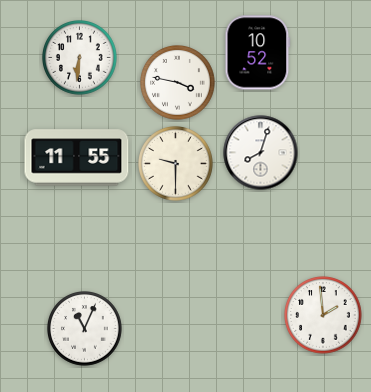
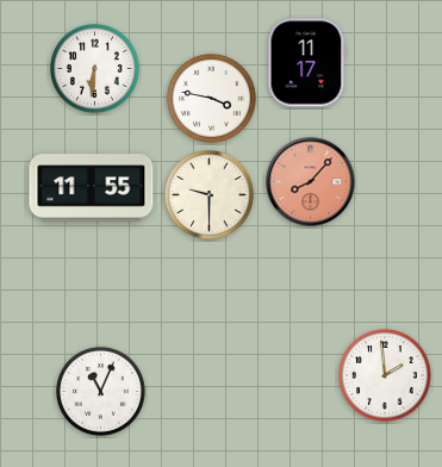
clock at (258, 53): 10:52 -> 11:17
clock at (261, 153): 8:03 -> 8:07
clock at (261, 153) dial: white -> salmon
